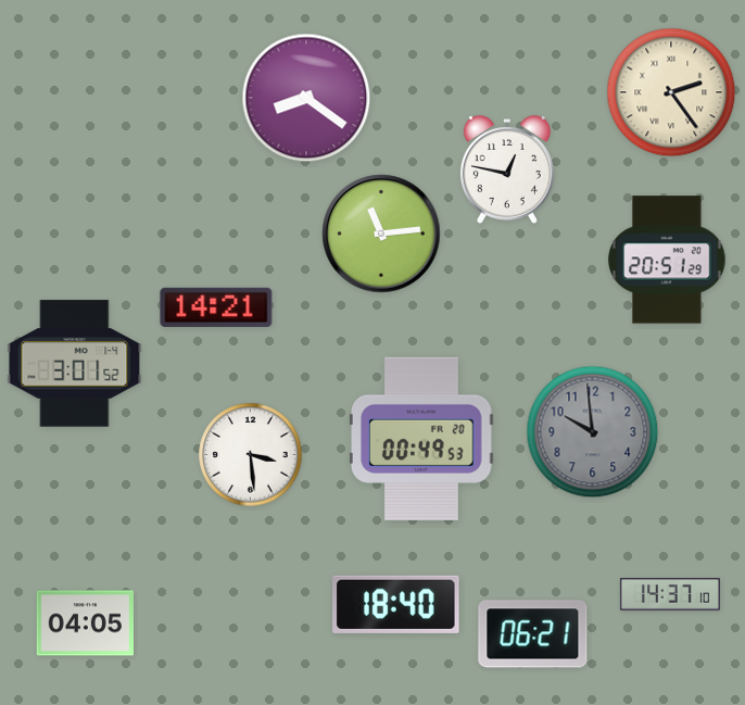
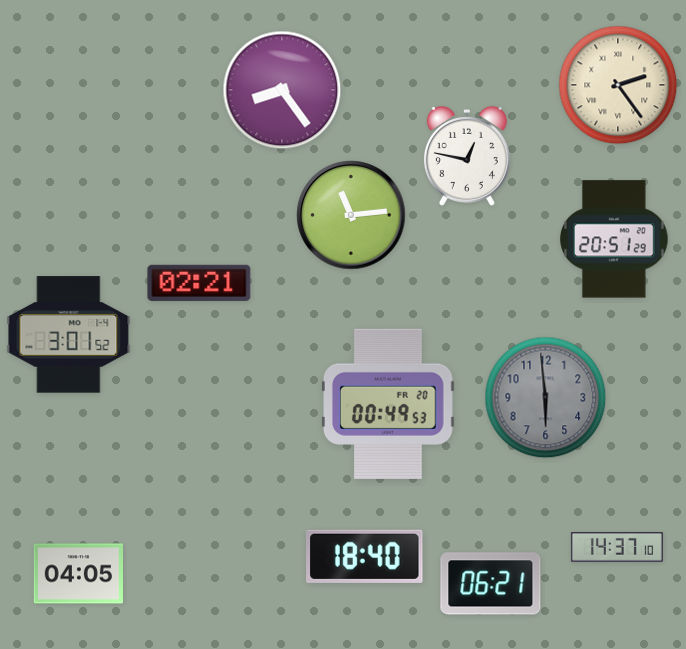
clock at (306, 98): 8:21 -> 8:24
clock at (216, 307): 14:21 -> 02:21
clock at (593, 432): 9:59 -> 5:59
clock at (251, 455): 3:29 -> none
